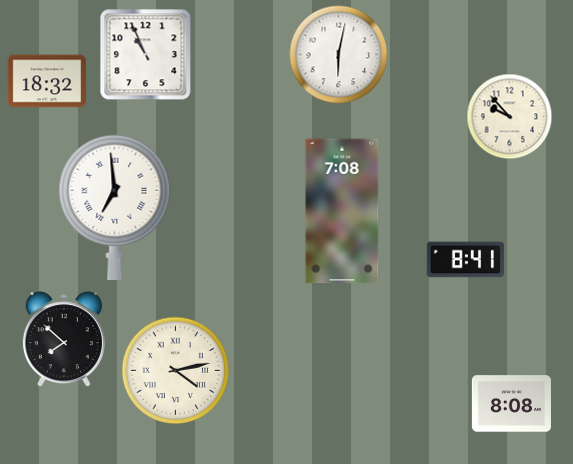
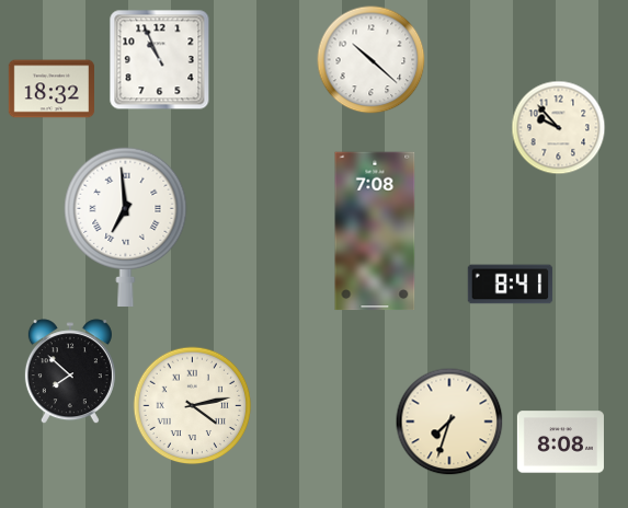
clock at (339, 55): 6:02 -> 10:22
clock at (449, 422): none -> 7:33
